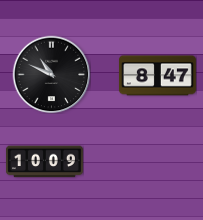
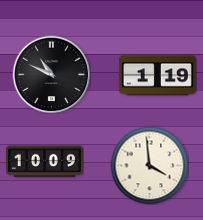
clock at (157, 76): 8:47 -> 1:19
clock at (149, 165): none -> 3:59
